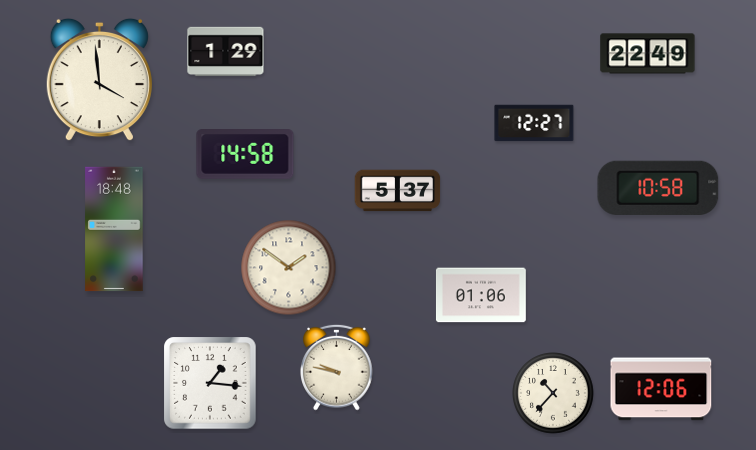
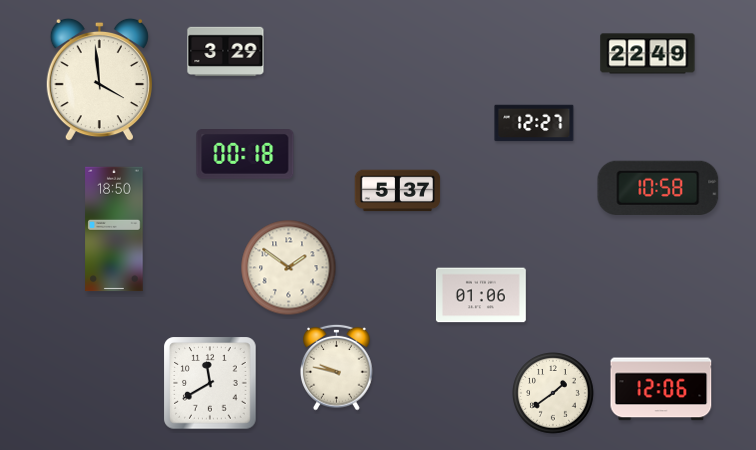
clock at (226, 52): 1:29 -> 3:29
clock at (245, 155): 14:58 -> 00:18
clock at (114, 229): 18:48 -> 18:50
clock at (210, 383): 1:16 -> 11:40
clock at (554, 394): 10:37 -> 1:39
